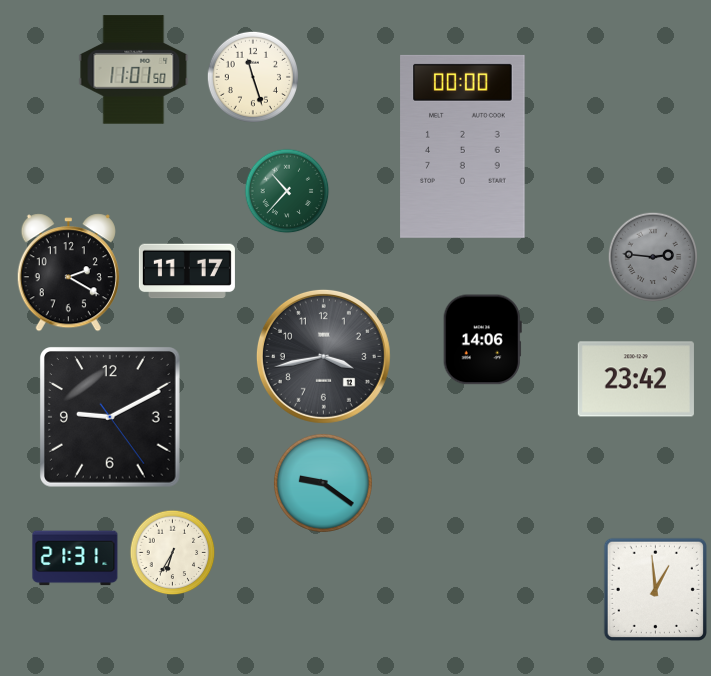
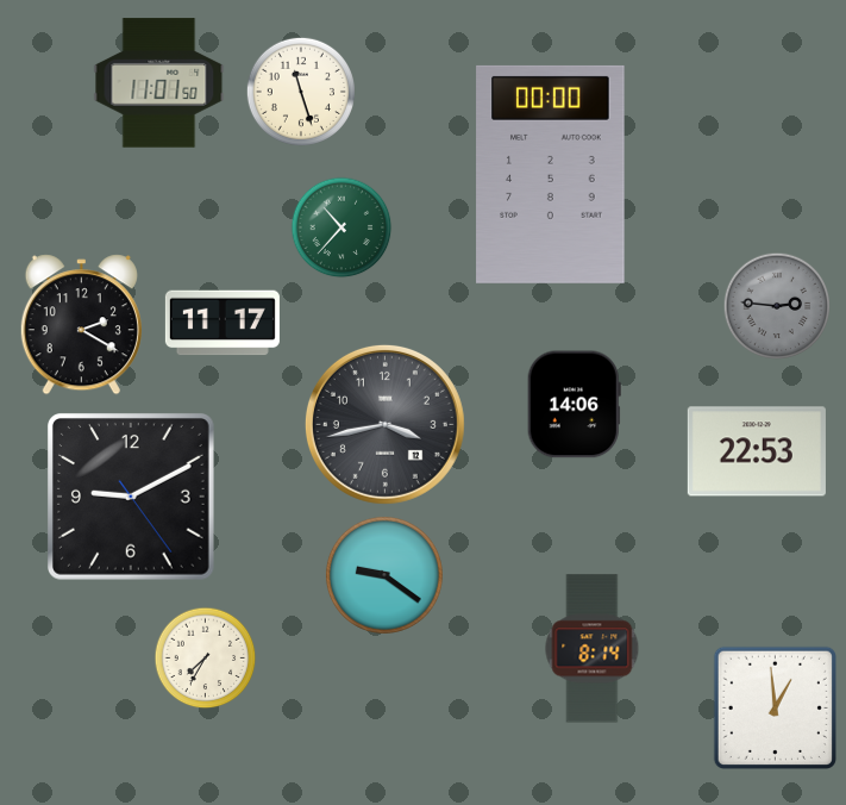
clock at (636, 379): 23:42 -> 22:53
clock at (593, 649): none -> 8:14
clock at (173, 553): 6:35 -> 7:35
clock at (75, 558): 21:31 -> none
clock at (655, 589) position: (655, 589) -> (775, 707)
